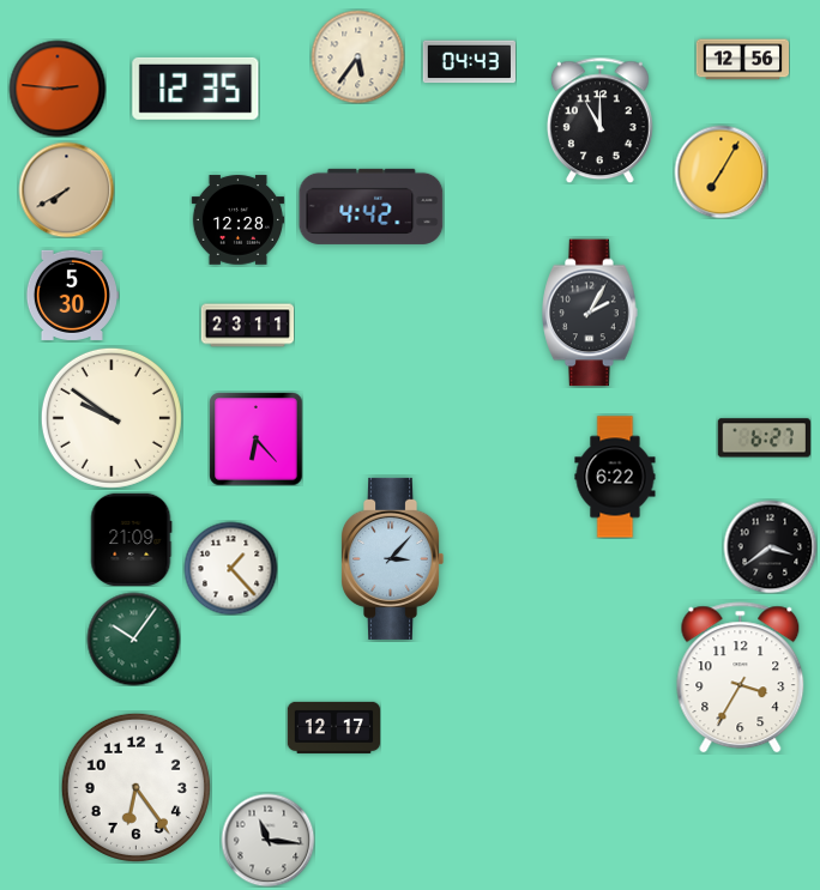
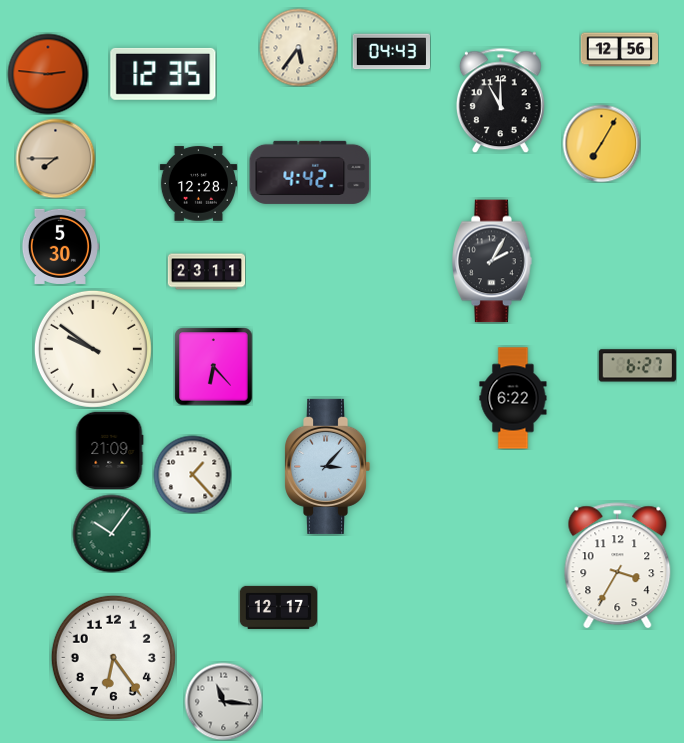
clock at (66, 189): 7:40 -> 7:45
clock at (770, 546): 3:39 -> none
